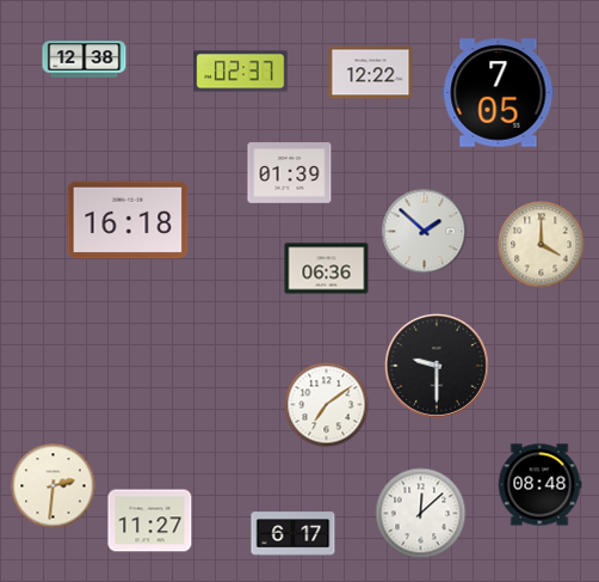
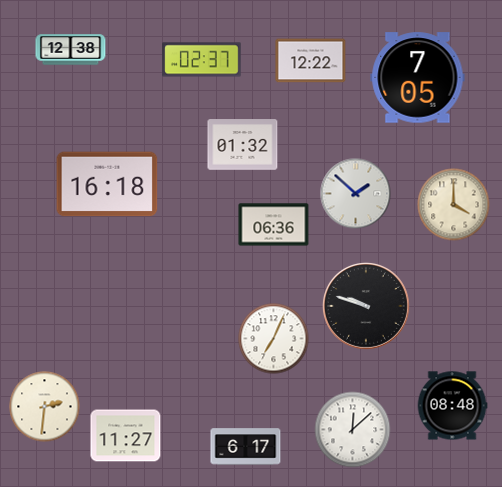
clock at (290, 173): 01:39 -> 01:32
clock at (437, 366): 9:30 -> 9:48
clock at (327, 405): 7:09 -> 7:04
